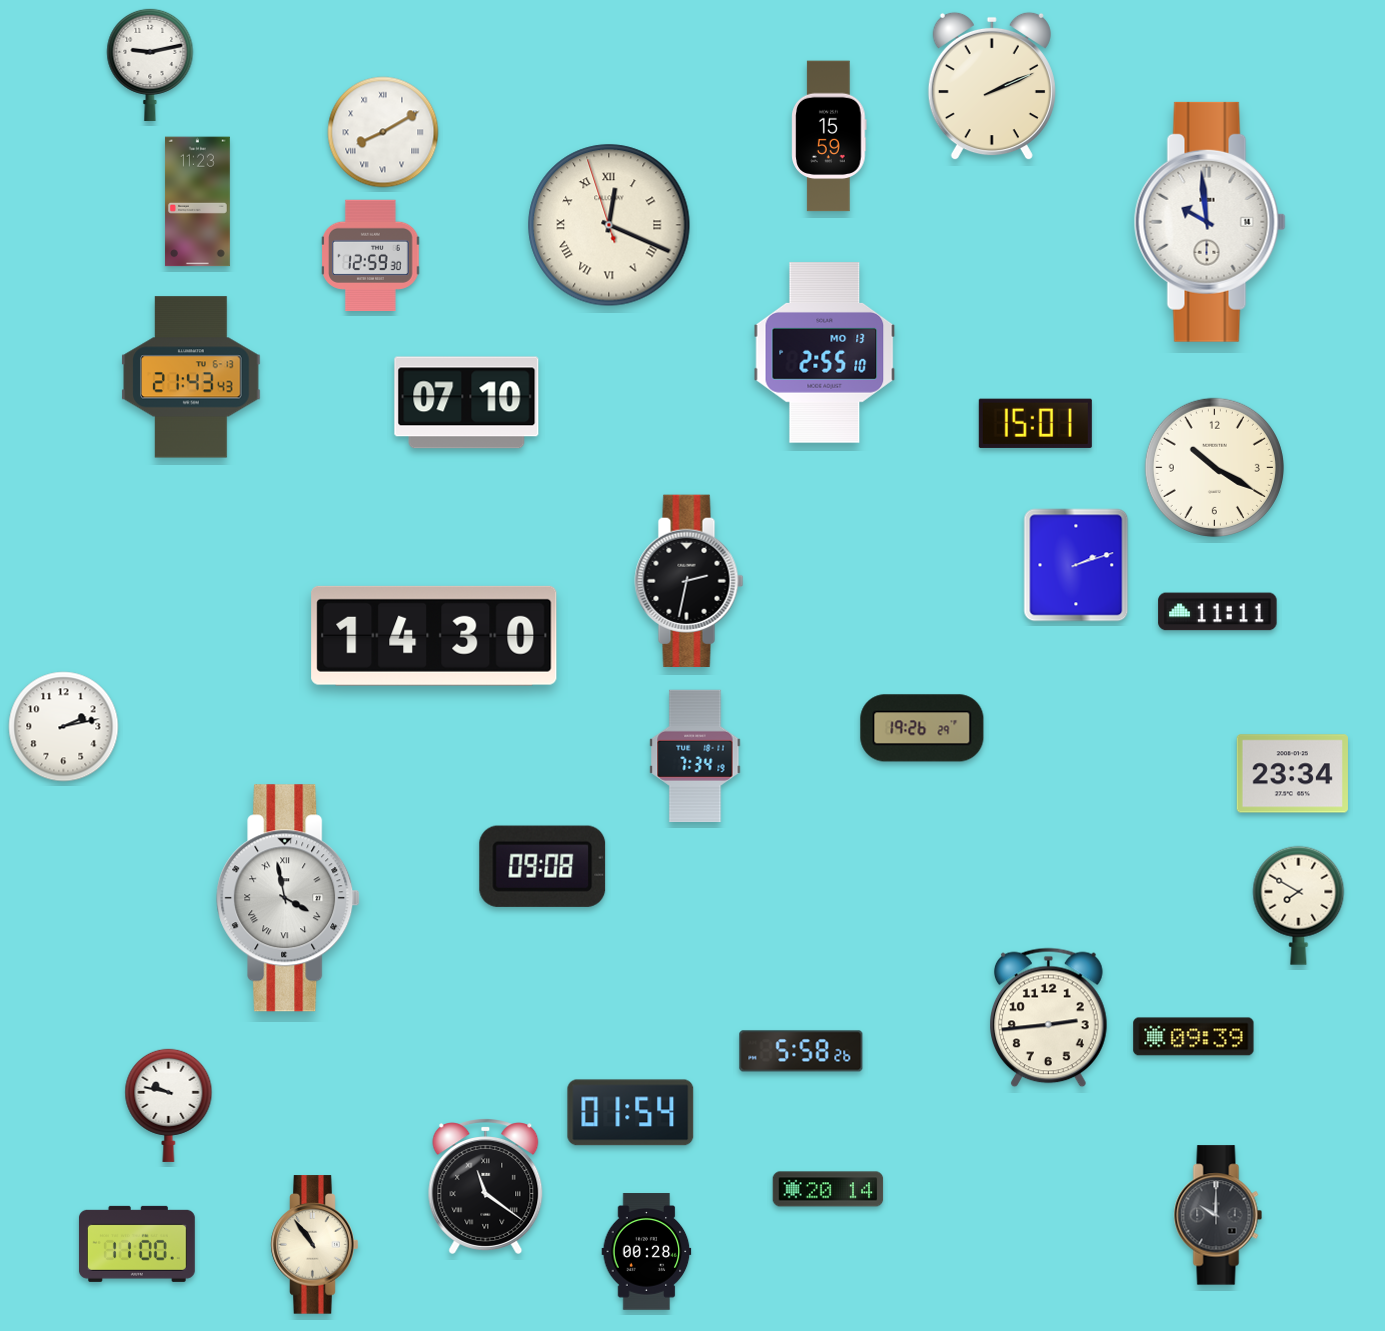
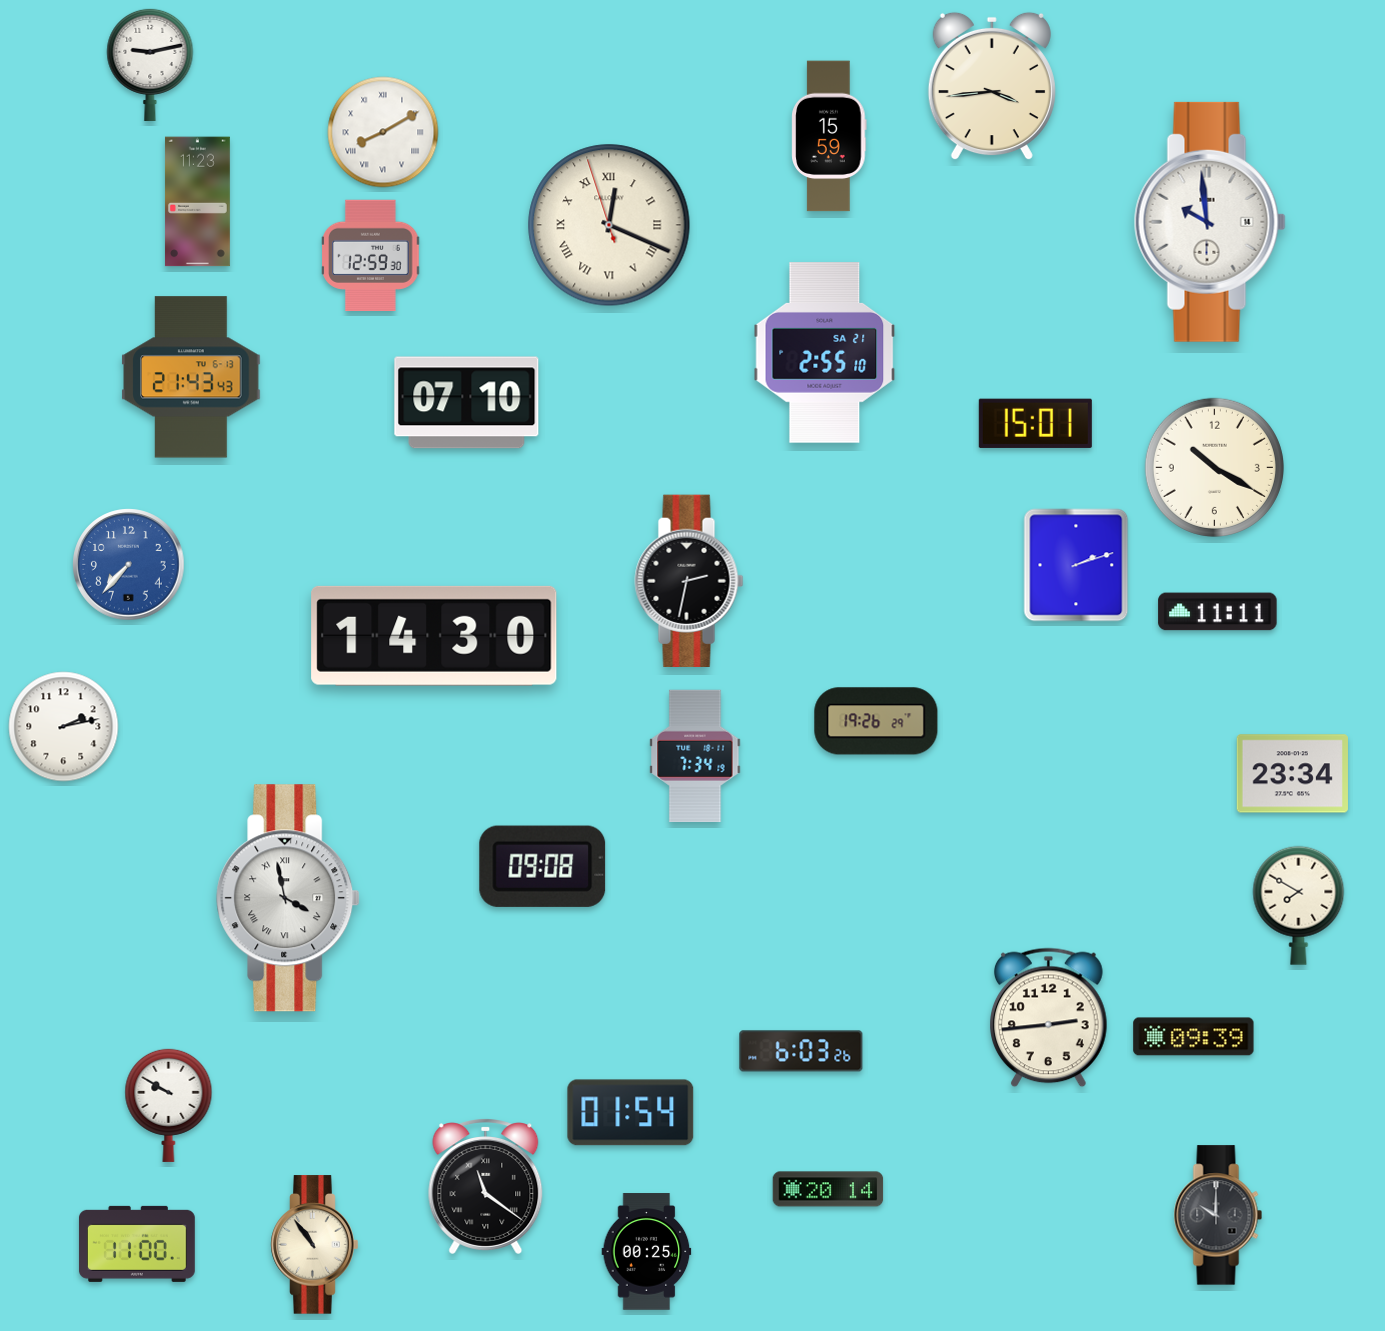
clock at (992, 86): 2:11 -> 3:44
clock at (825, 353) date: MO 13 -> SA 21
clock at (129, 565): none -> 7:37
clock at (922, 728) position: (922, 728) -> (876, 721)
clock at (801, 1051): 5:58 -> 6:03
clock at (169, 1105): 9:47 -> 9:50
clock at (647, 1252): 00:28 -> 00:25
